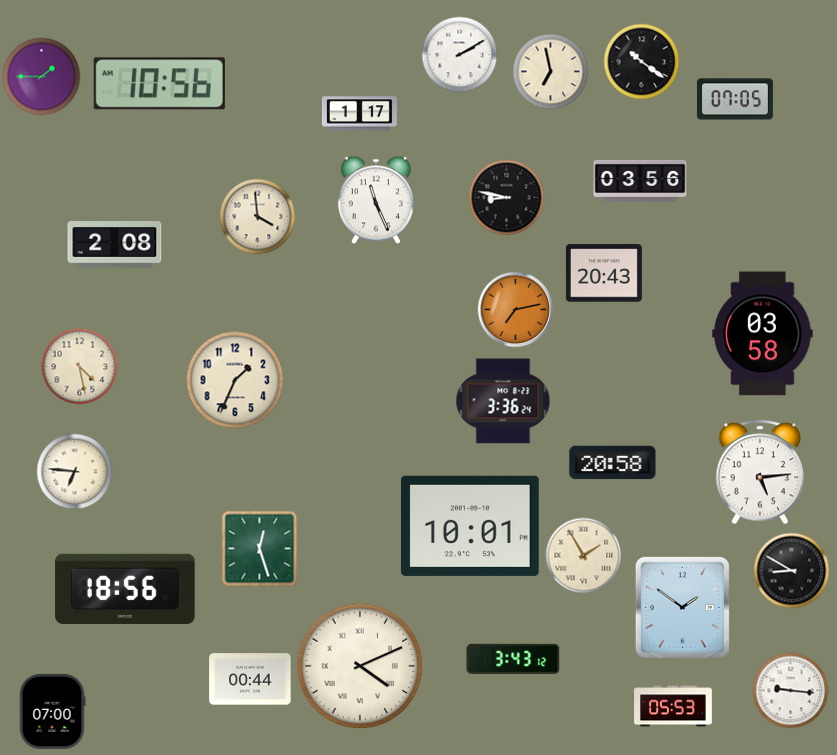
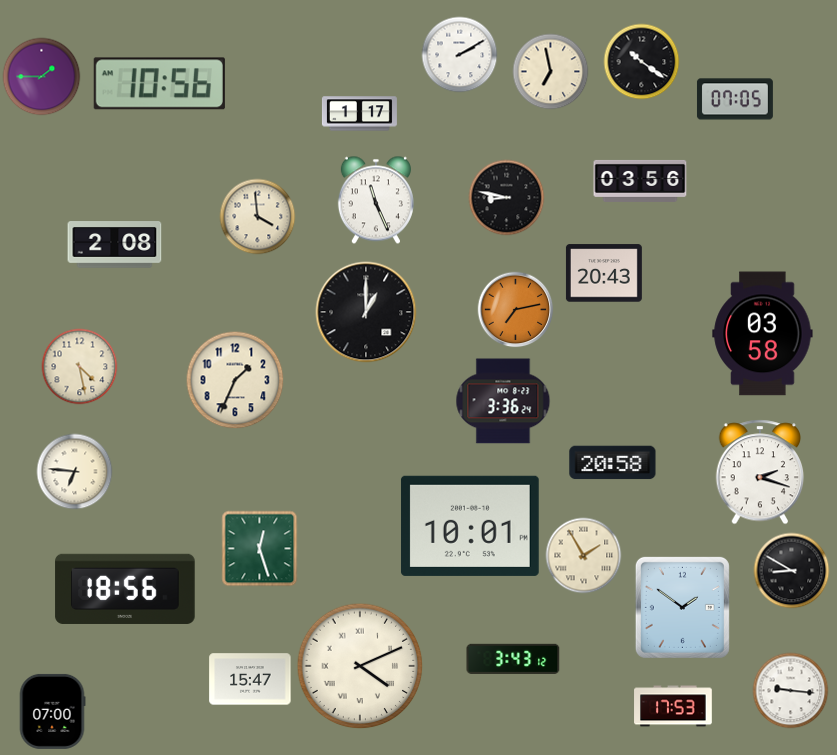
clock at (366, 312): none -> 1:00
clock at (760, 472): 5:14 -> 2:18
clock at (250, 679): 00:44 -> 15:47
clock at (673, 706): 05:53 -> 17:53
